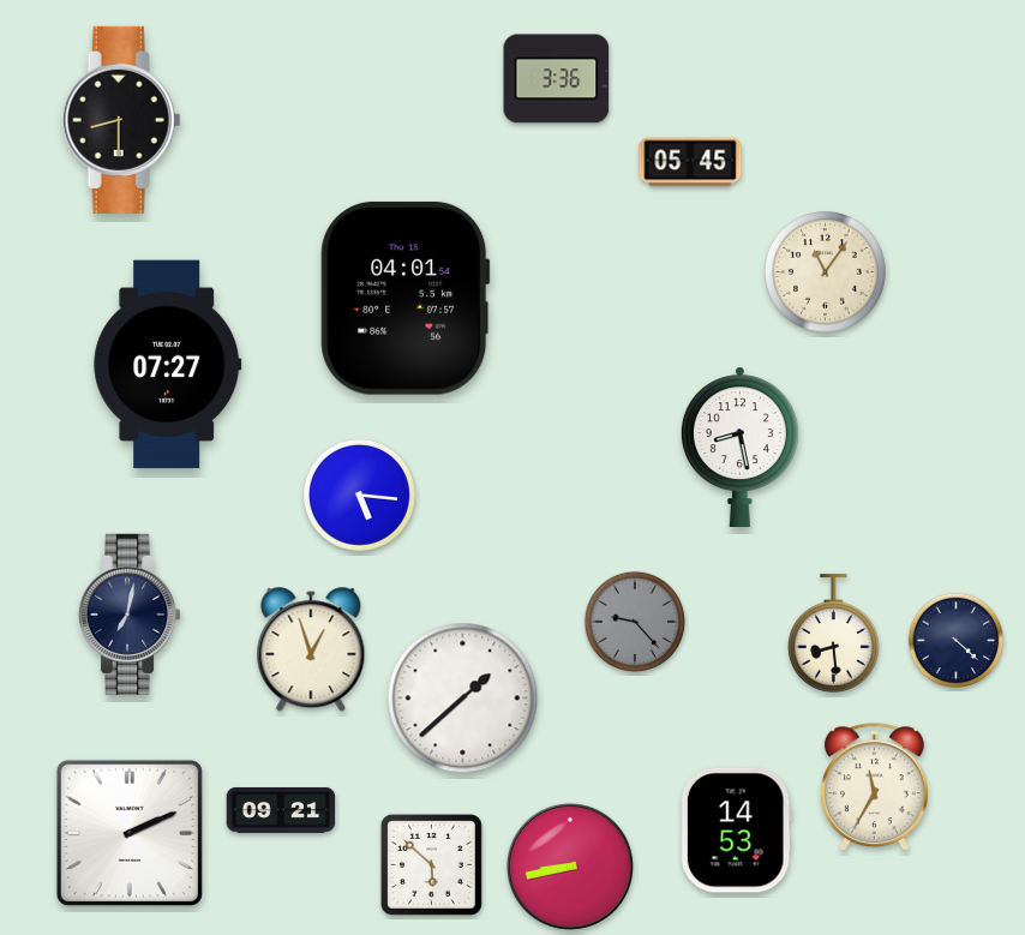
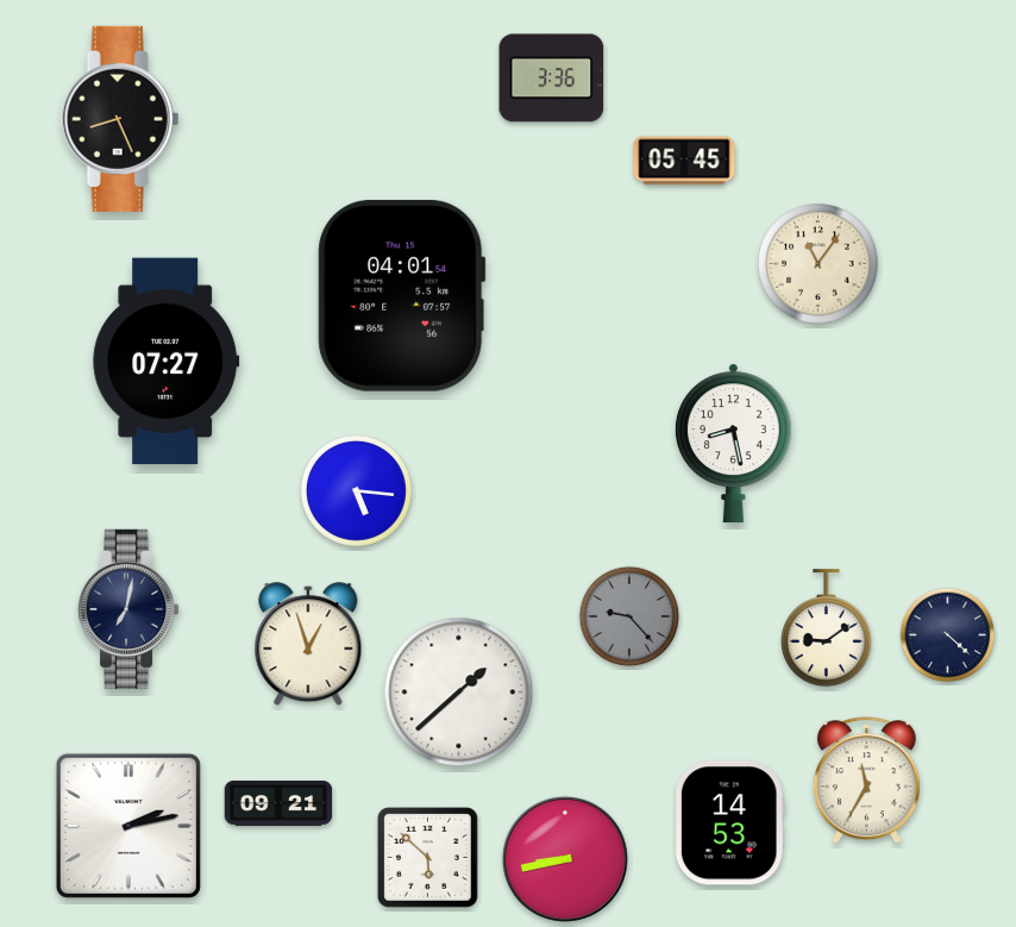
clock at (121, 120): 8:30 -> 8:26
clock at (826, 272) position: (826, 272) -> (819, 264)
clock at (834, 634): 8:29 -> 9:09
clock at (130, 833): 2:11 -> 2:13
